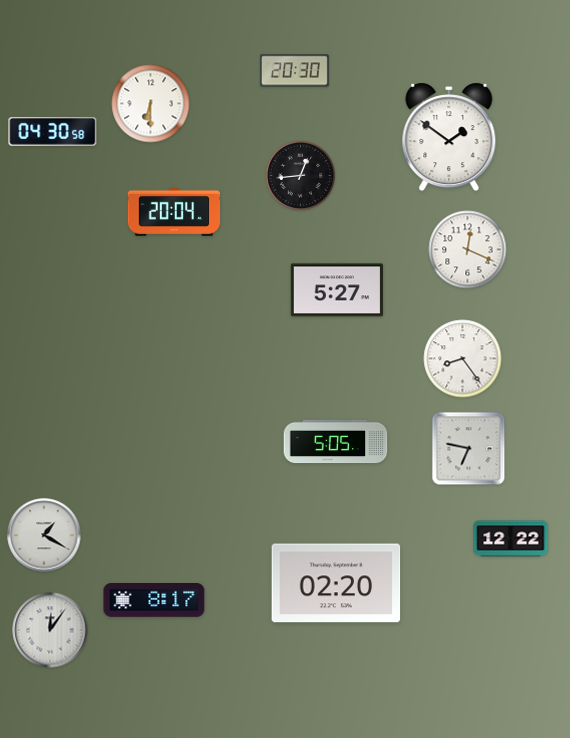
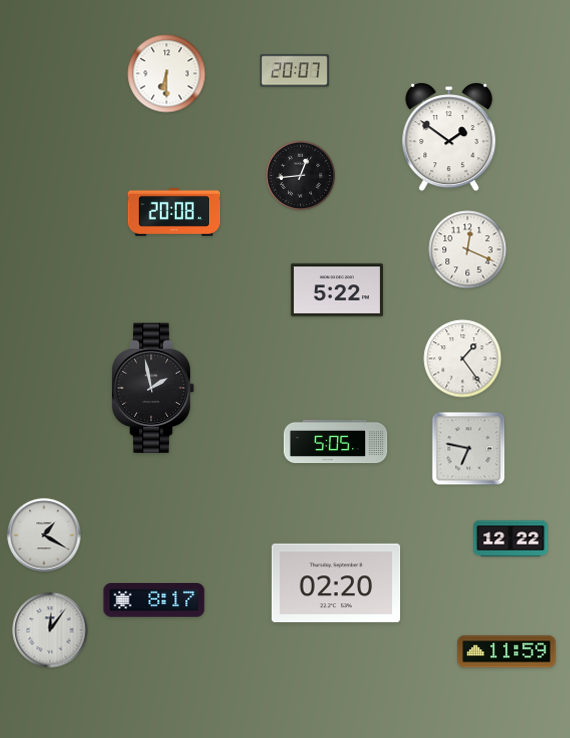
clock at (294, 71): 20:30 -> 20:07
clock at (151, 104) position: (151, 104) -> (167, 74)
clock at (53, 131): 04:30 -> none
clock at (174, 212): 20:04 -> 20:08
clock at (337, 290): 5:27 -> 5:22
clock at (463, 359): 8:24 -> 1:24
clock at (153, 388): none -> 1:58
clock at (507, 652): none -> 11:59
